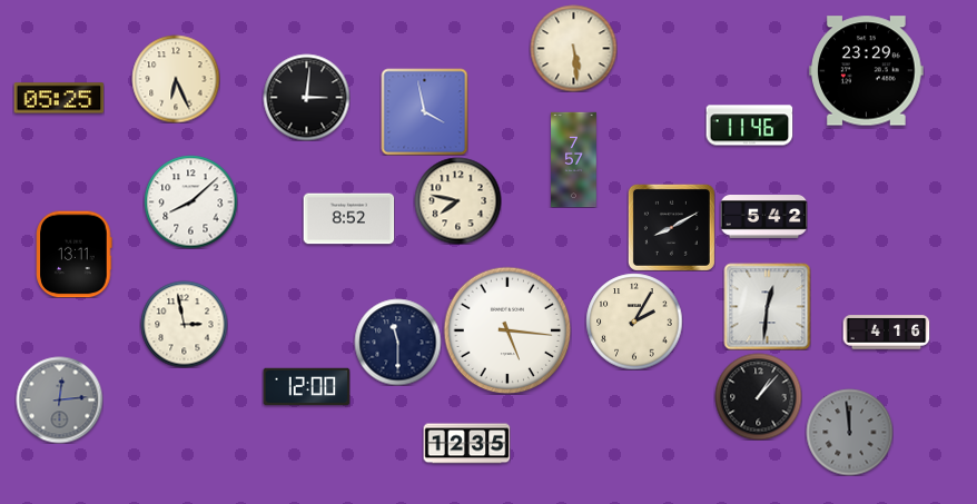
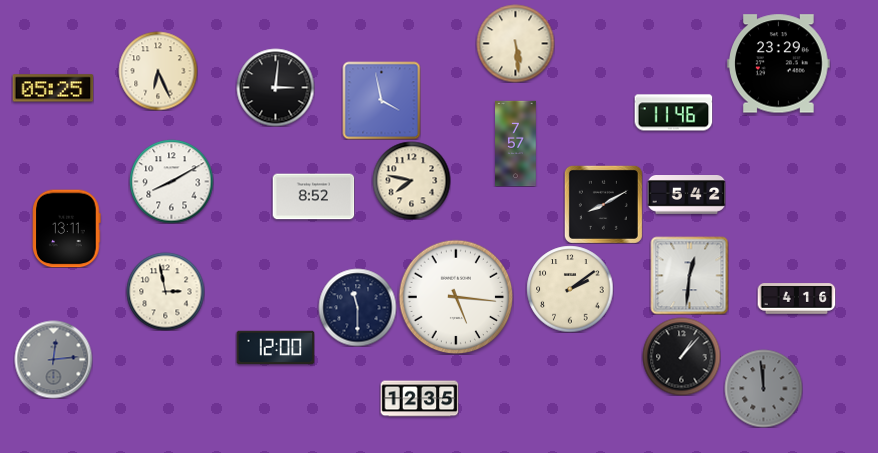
clock at (190, 201): 8:08 -> 8:10
clock at (634, 322): 2:05 -> 2:09
